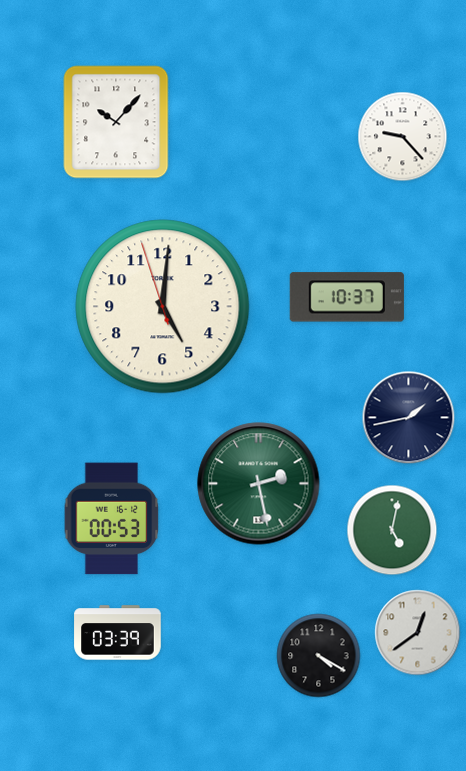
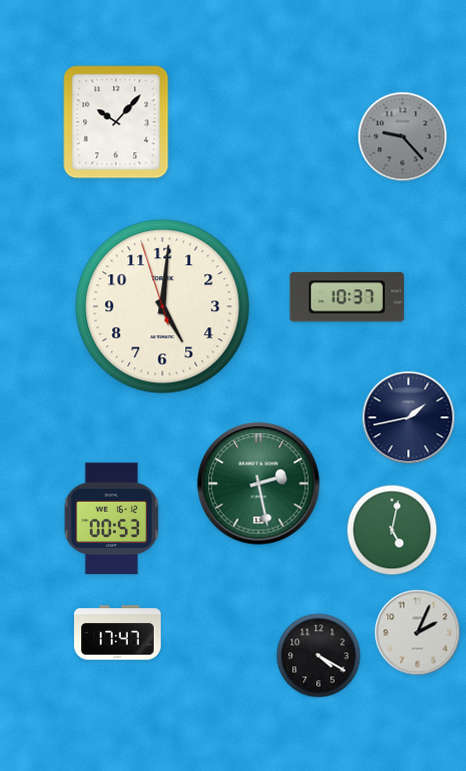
clock at (403, 137) dial: white -> grey
clock at (118, 633): 03:39 -> 17:47
clock at (418, 633): 12:39 -> 2:04
